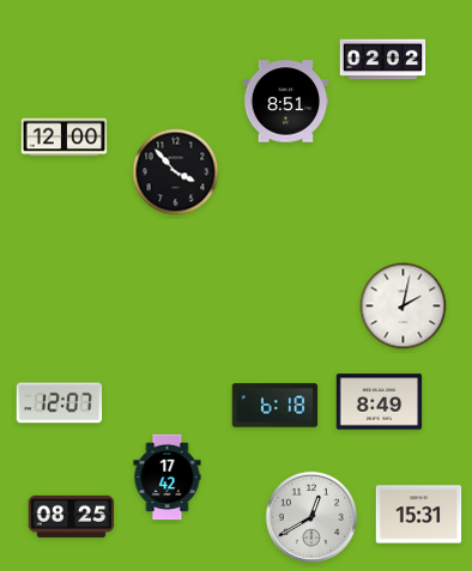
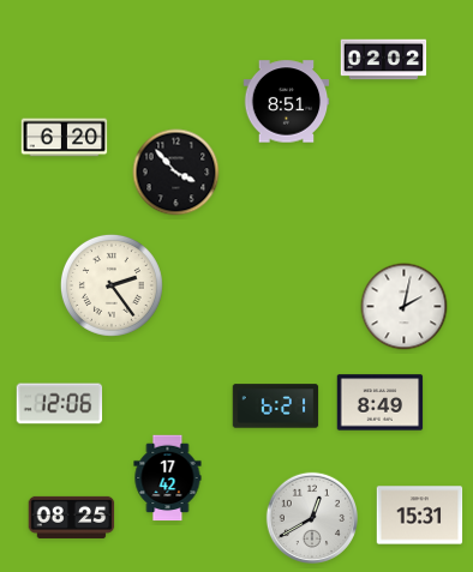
clock at (65, 138): 12:00 -> 6:20
clock at (112, 285): none -> 2:24
clock at (60, 403): 12:07 -> 12:06
clock at (276, 406): 6:18 -> 6:21
